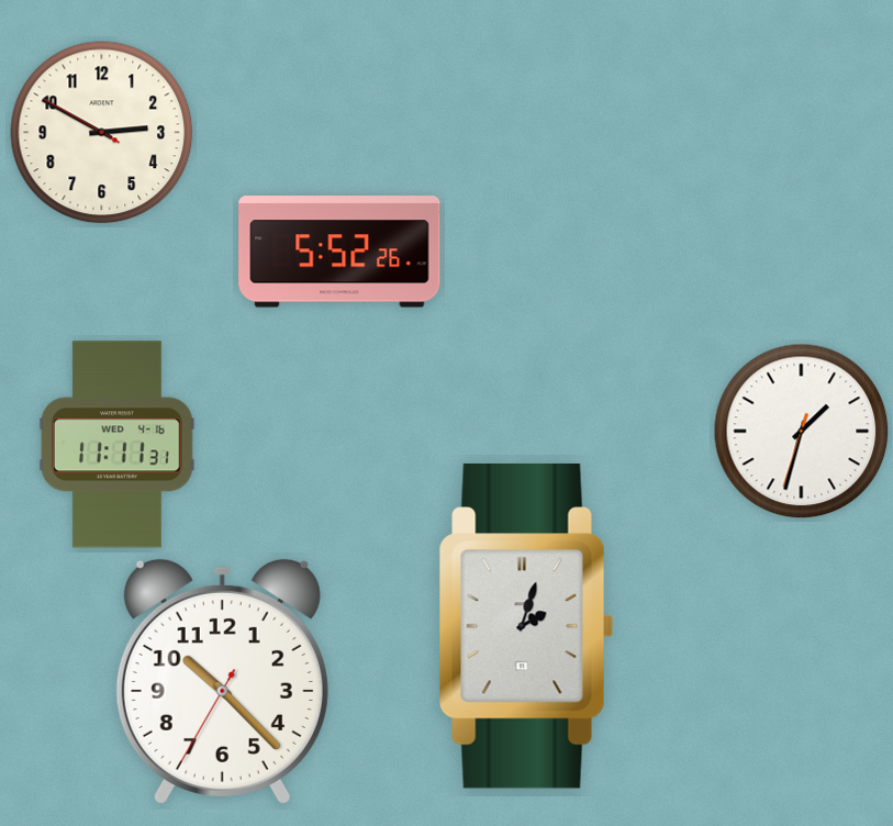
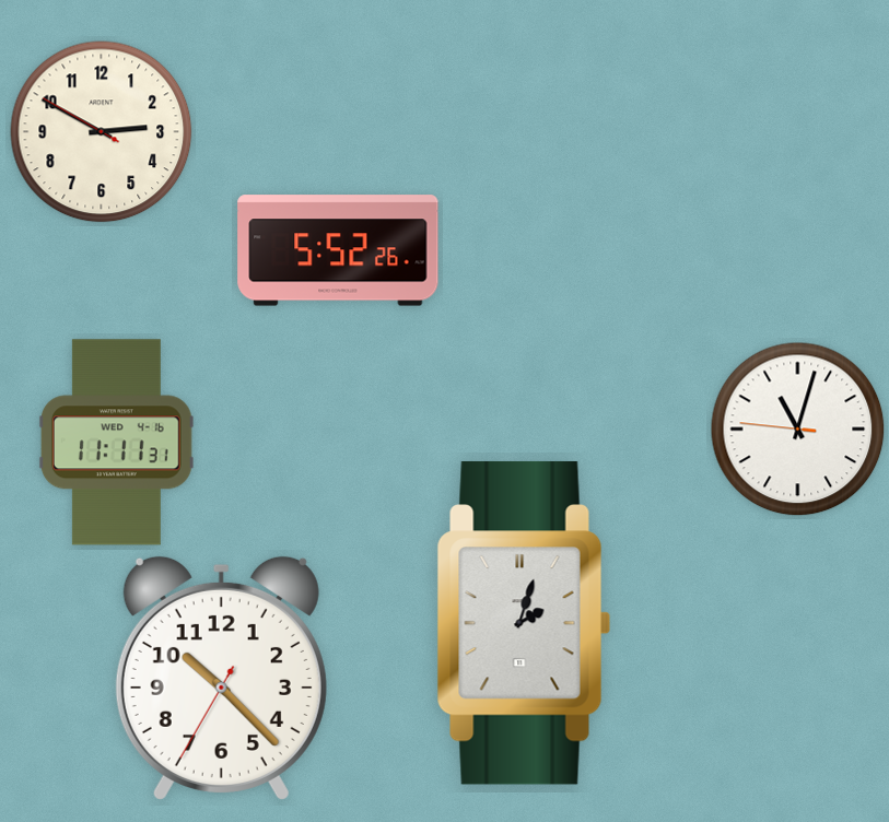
clock at (802, 432): 1:32 -> 11:02
